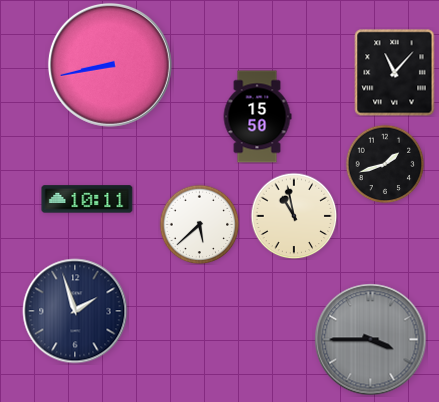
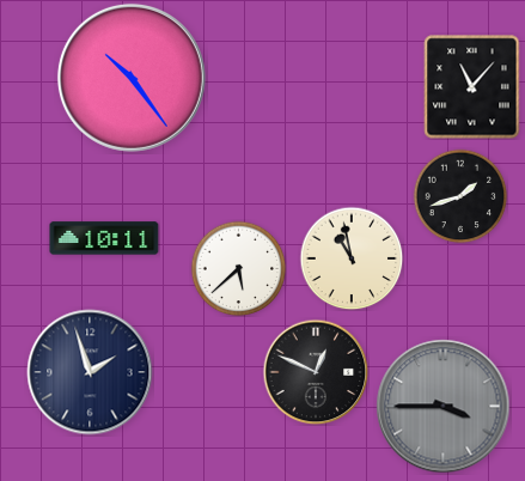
clock at (110, 65): 8:43 -> 10:24
clock at (257, 117): 15:50 -> none
clock at (316, 372): none -> 12:49
